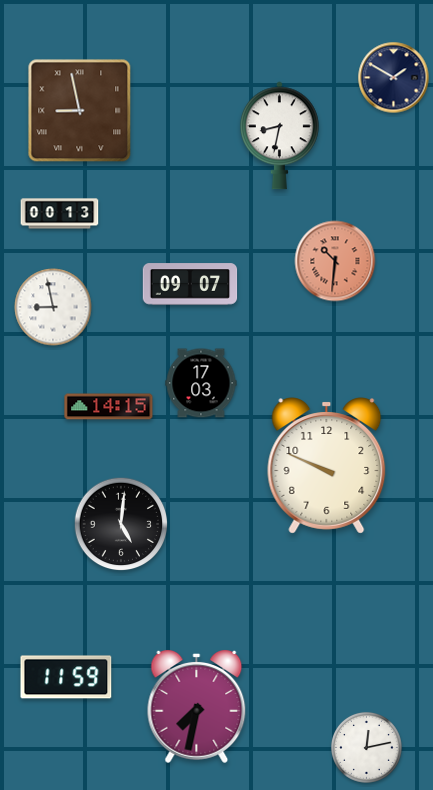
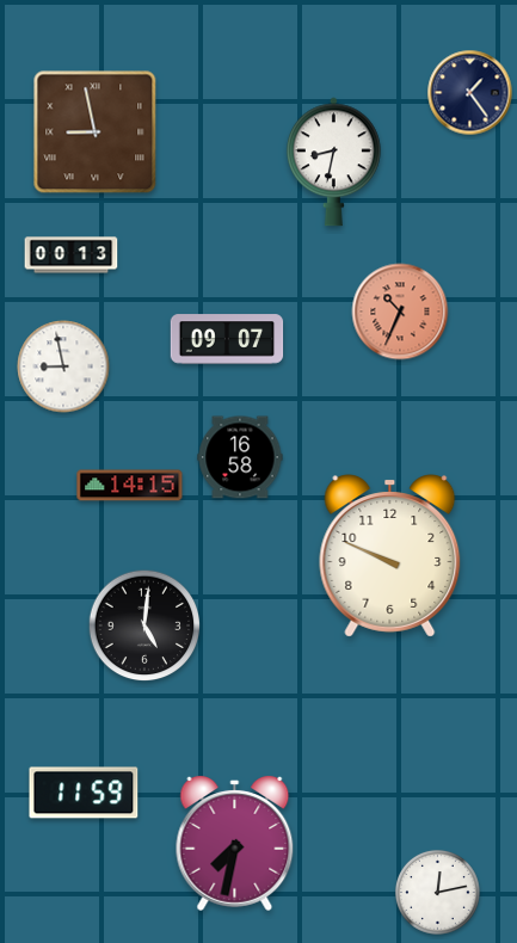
clock at (394, 78): 1:50 -> 1:24
clock at (335, 261): 10:31 -> 10:34
clock at (201, 383): 17:03 -> 16:58
clock at (66, 677) position: (66, 677) -> (84, 793)
